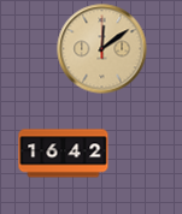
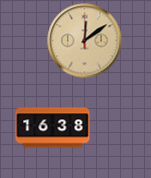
clock at (64, 154): 16:42 -> 16:38
